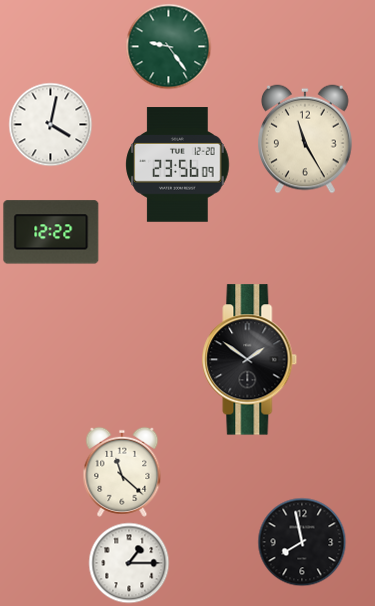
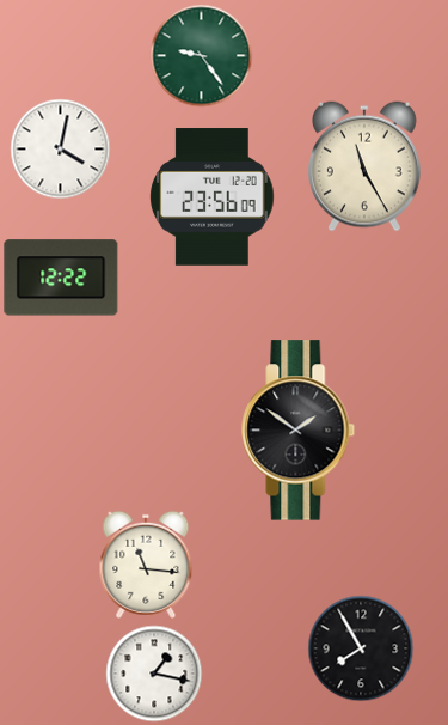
clock at (122, 472): 11:22 -> 11:16
clock at (302, 542): 7:58 -> 7:55
clock at (129, 563): 1:15 -> 1:17
